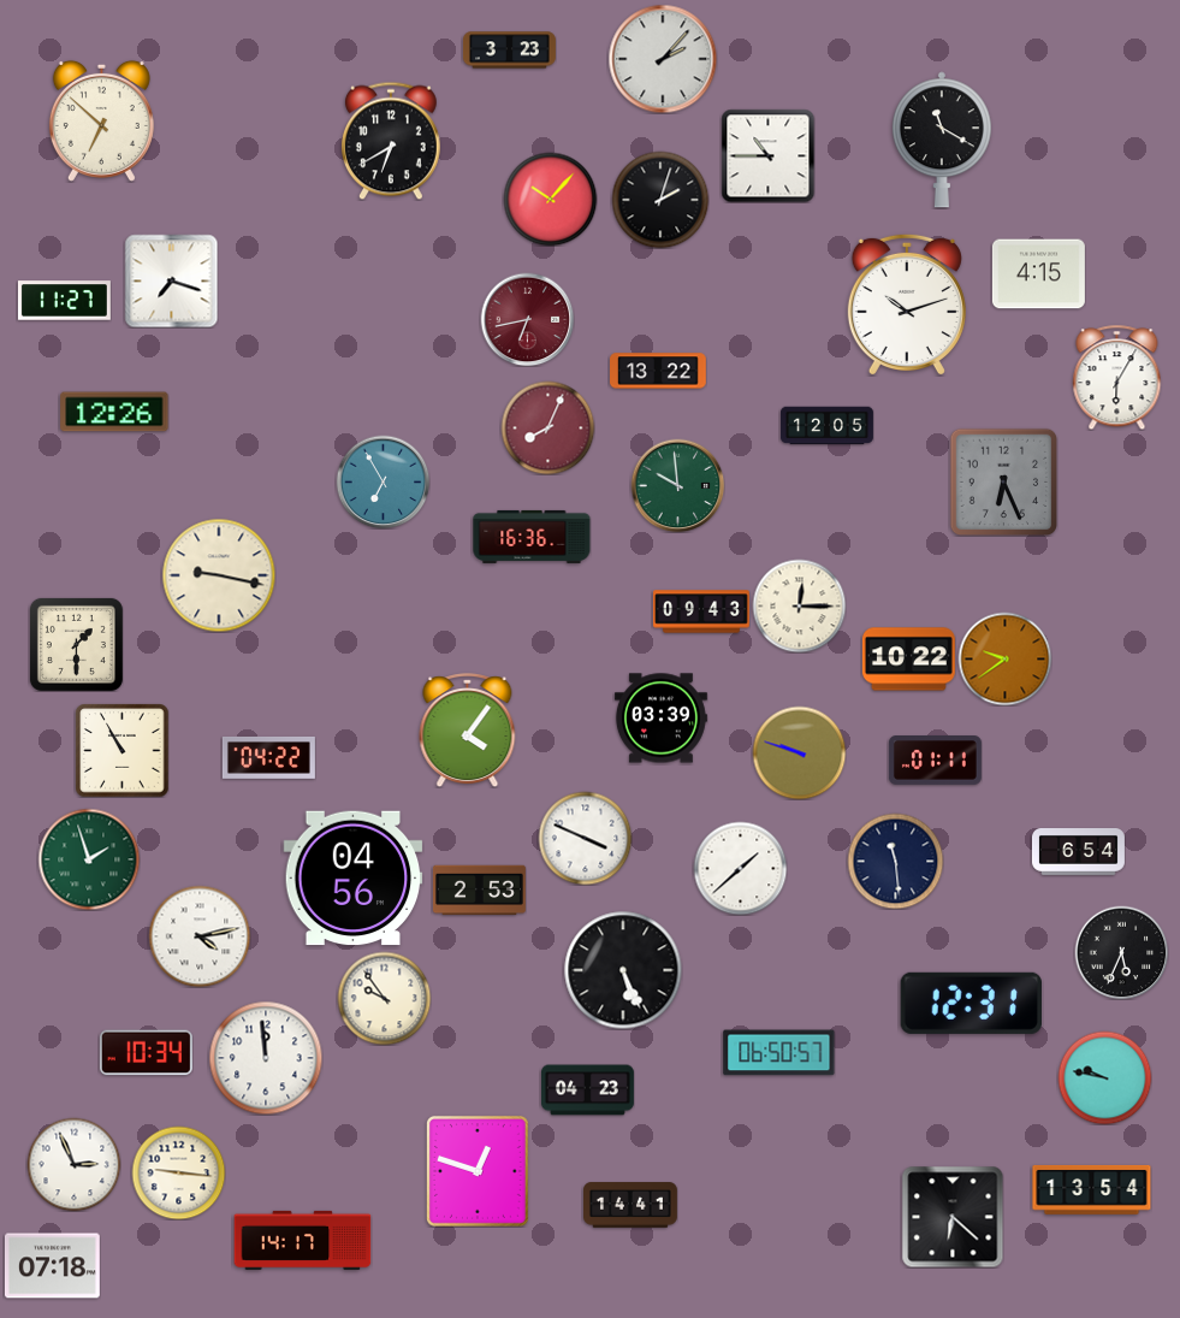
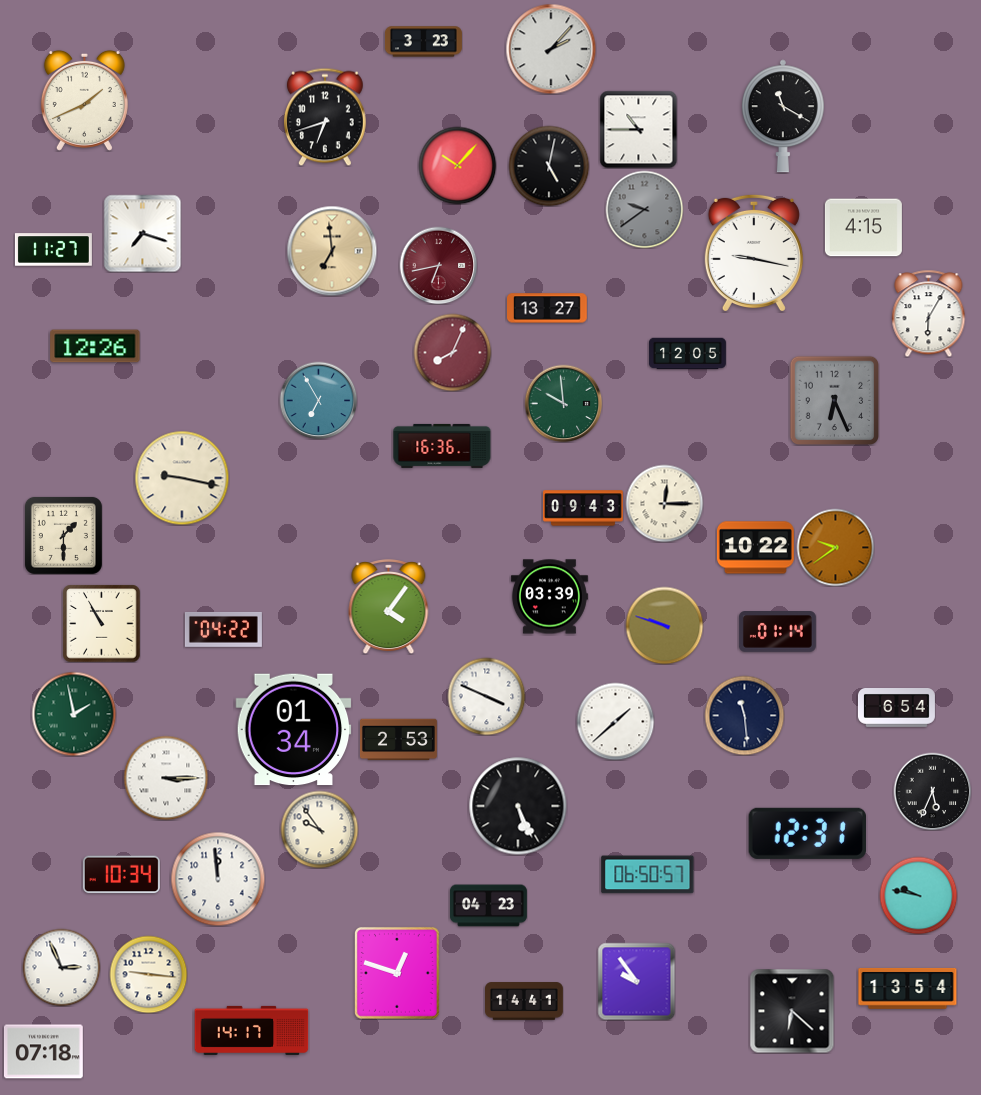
clock at (101, 120): 6:52 -> 1:41
clock at (391, 141): 6:40 -> 6:42
clock at (660, 200): 2:03 -> 5:02
clock at (644, 209): none -> 9:39
clock at (332, 251): none -> 6:59
clock at (907, 305): 10:12 -> 9:17
clock at (659, 371): 13:22 -> 13:27
clock at (114, 412) position: (114, 412) -> (95, 346)
clock at (547, 427) position: (547, 427) -> (452, 352)
clock at (935, 761): 01:11 -> 01:14
clock at (89, 859): 1:57 -> 1:58
clock at (354, 879): 04:56 -> 01:34
clock at (200, 936): 4:13 -> 3:15
clock at (266, 1058) position: (266, 1058) -> (218, 879)
clock at (636, 981): none -> 9:54
